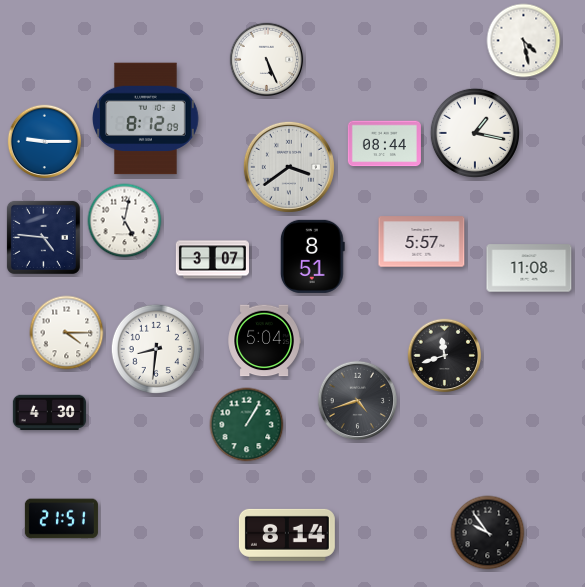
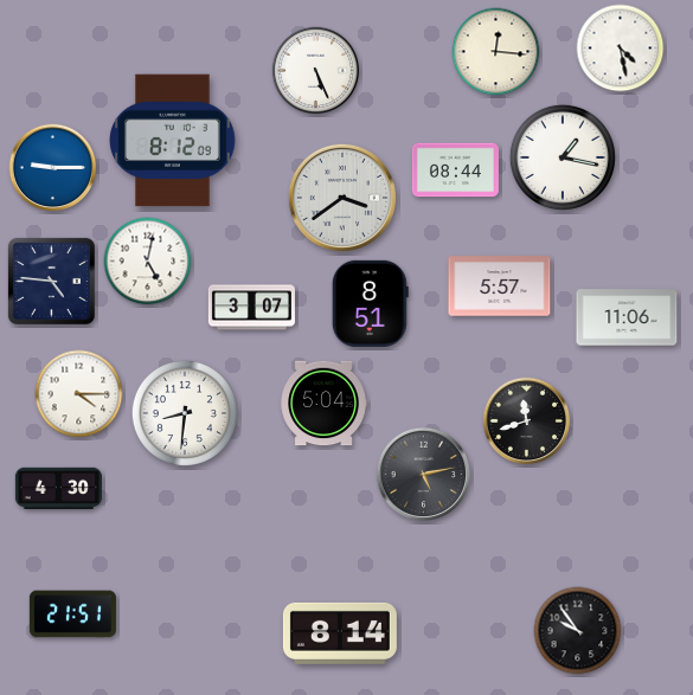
clock at (496, 52): none -> 12:16
clock at (529, 268): 11:08 -> 11:06
clock at (264, 341) position: (264, 341) -> (323, 404)
clock at (357, 400): 4:42 -> 5:13
clock at (247, 425): 1:05 -> none
